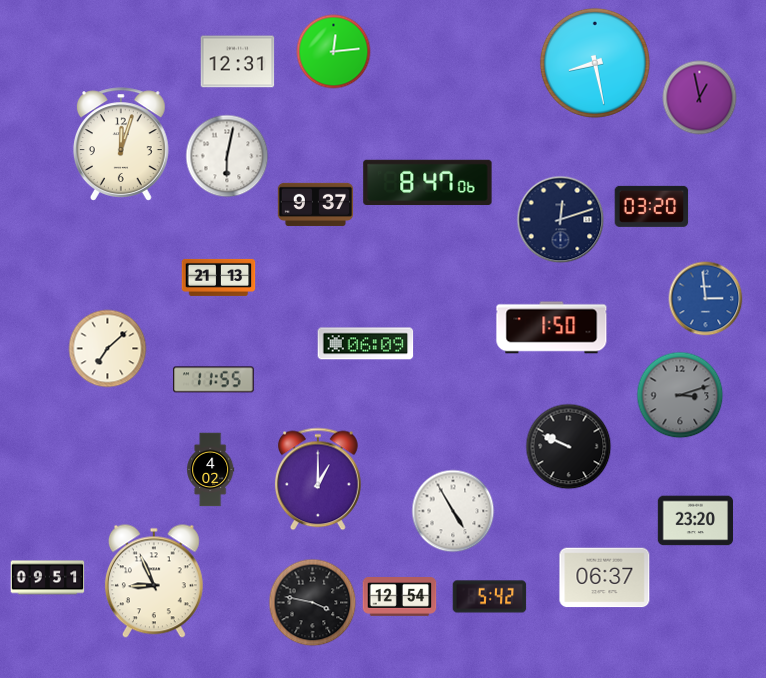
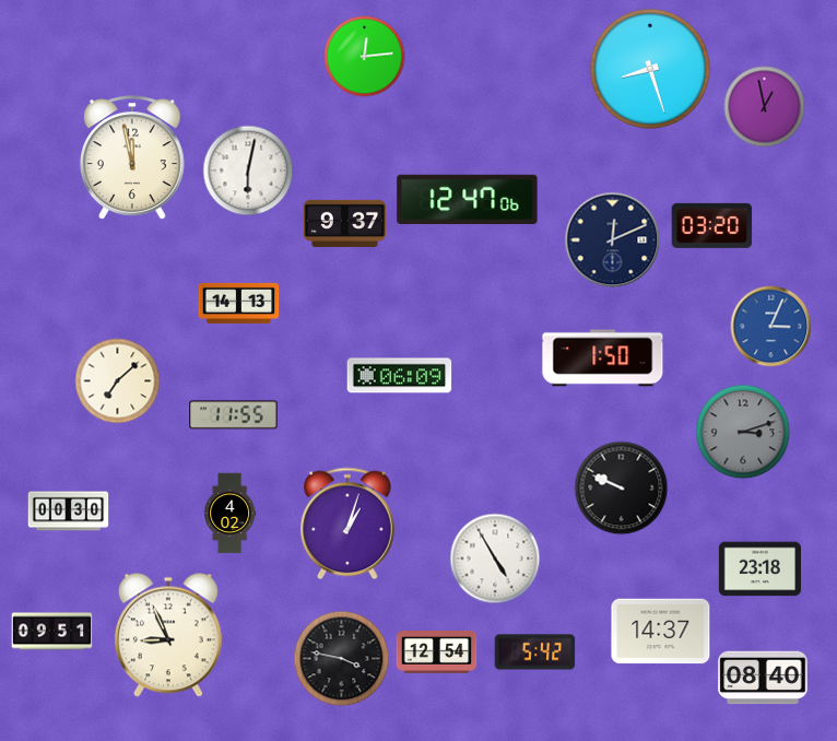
clock at (238, 62): 12:31 -> none
clock at (595, 63): 8:28 -> 8:27
clock at (121, 144): 12:03 -> 11:58
clock at (428, 182): 8:47 -> 12:47
clock at (561, 220): 12:12 -> 12:11
clock at (219, 277): 21:13 -> 14:13
clock at (706, 299): 2:59 -> 3:04
clock at (69, 511): none -> 00:30
clock at (318, 479): 1:00 -> 1:03
clock at (696, 521): 23:20 -> 23:18
clock at (605, 578): 06:37 -> 14:37
clock at (763, 678): none -> 08:40
